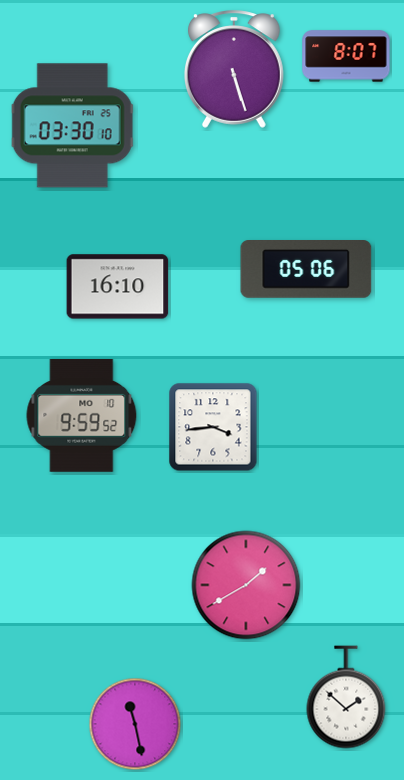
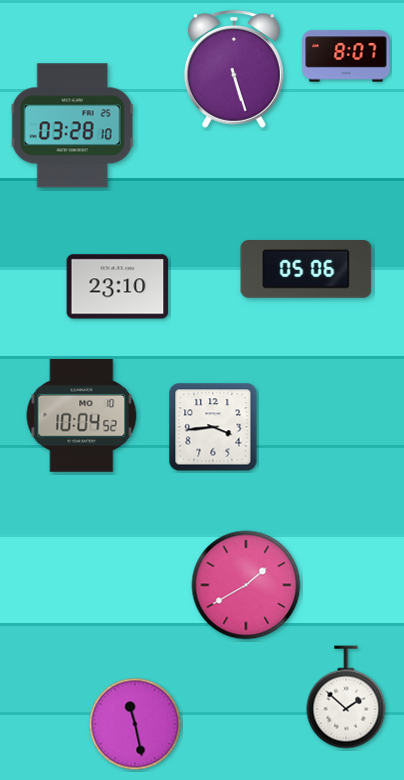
clock at (73, 126): 03:30 -> 03:28
clock at (118, 287): 16:10 -> 23:10
clock at (82, 415): 9:59 -> 10:04
